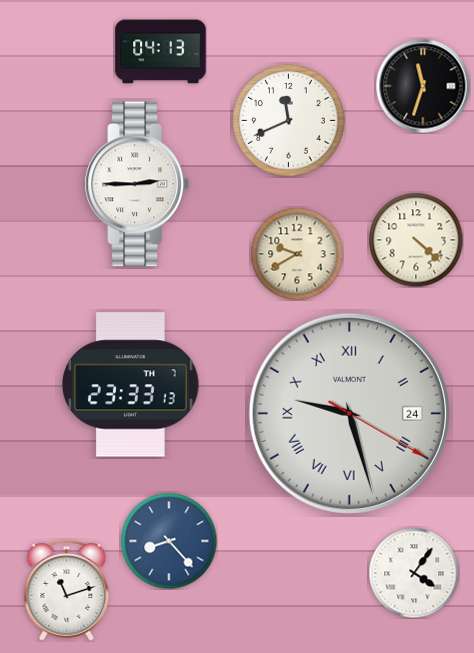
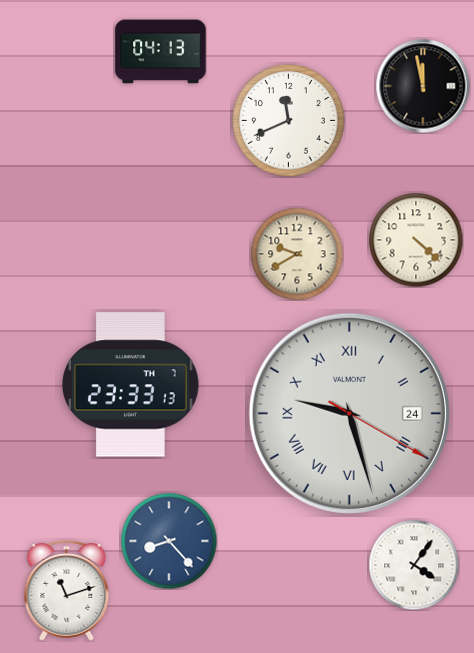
clock at (423, 86): 11:33 -> 11:58
clock at (137, 184): 2:45 -> none
clock at (414, 573) position: (414, 573) -> (414, 565)
